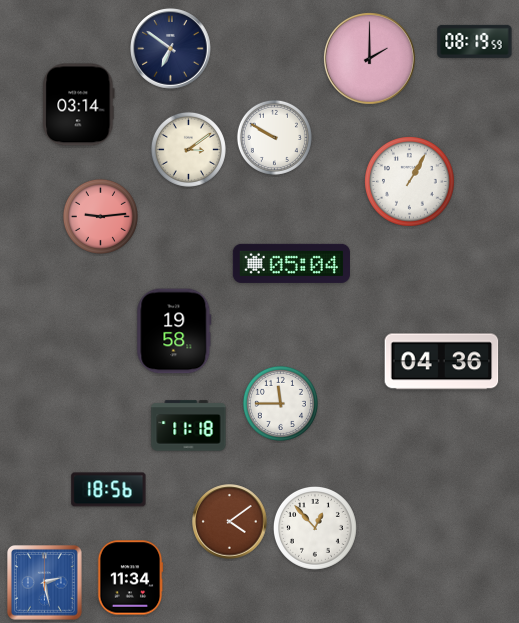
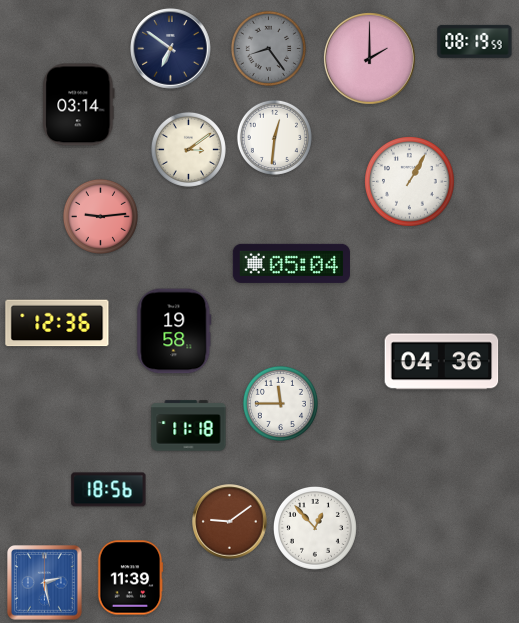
clock at (268, 48): none -> 8:24
clock at (274, 137): 9:50 -> 12:31
clock at (57, 323): none -> 12:36
clock at (230, 522): 4:09 -> 9:09
clock at (130, 578): 11:34 -> 11:39
